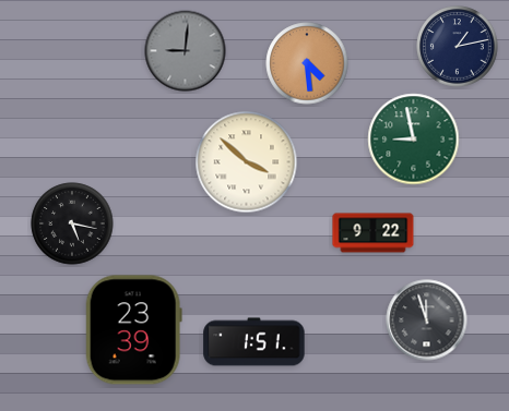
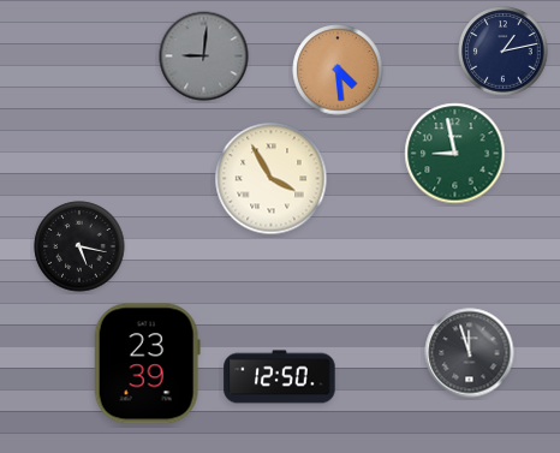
clock at (247, 162): 3:52 -> 3:55
clock at (374, 233): 9:22 -> none
clock at (254, 342): 1:51 -> 12:50
